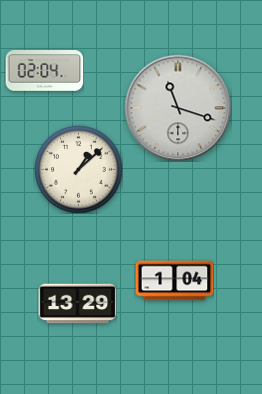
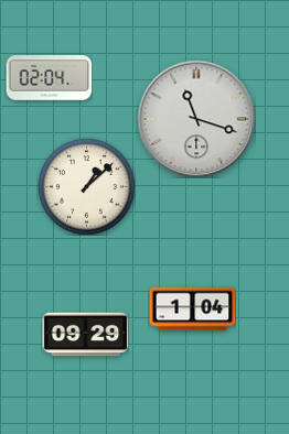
clock at (77, 304): 13:29 -> 09:29
